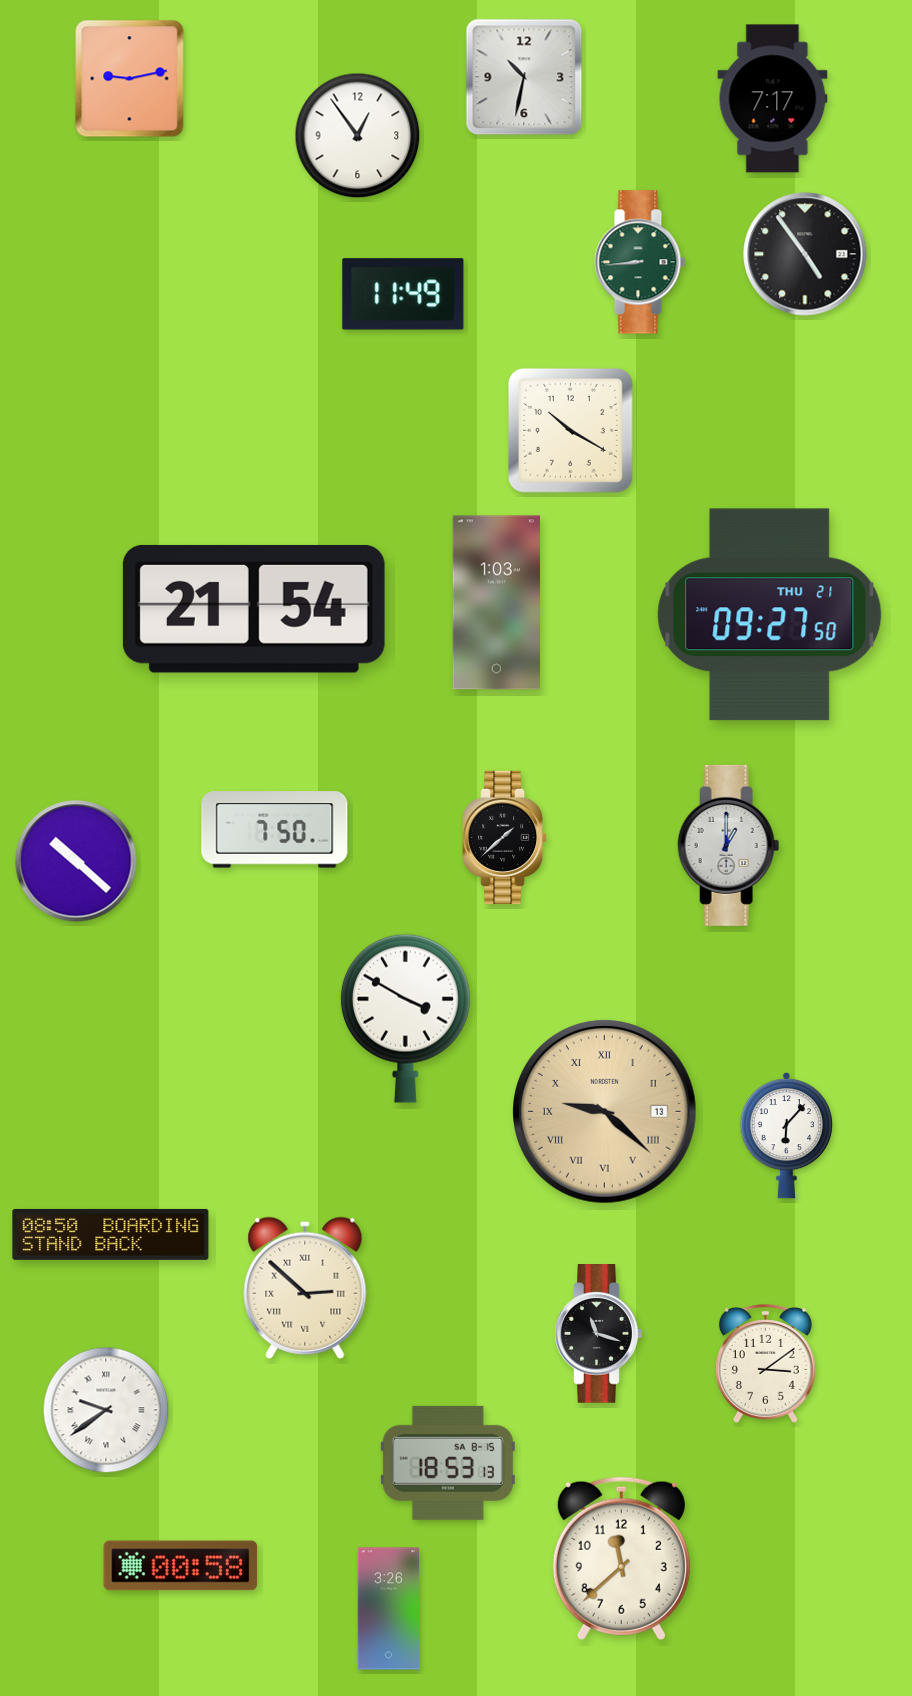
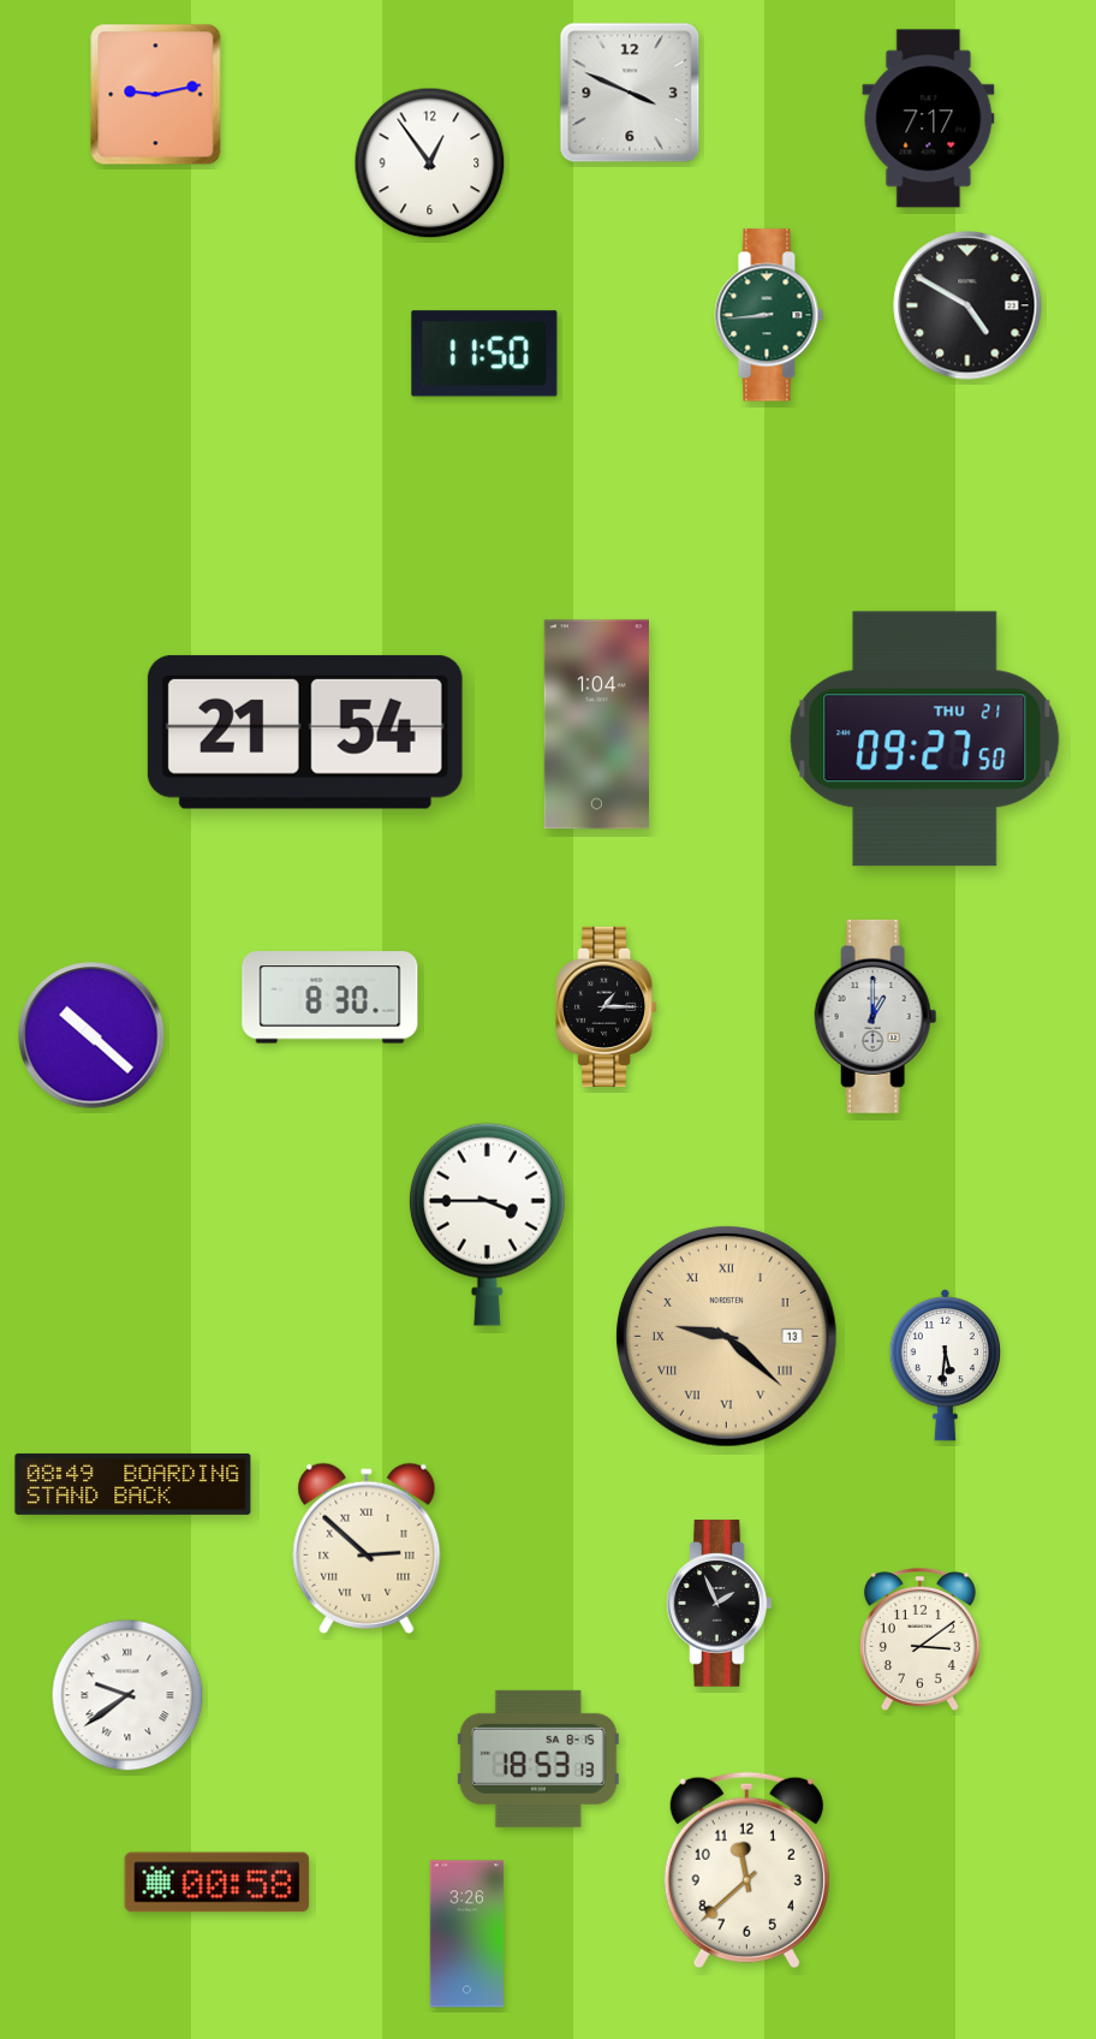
clock at (524, 77): 10:32 -> 3:49
clock at (805, 254): 4:54 -> 4:50
clock at (403, 294): 11:49 -> 11:50
clock at (570, 430): 10:20 -> none
clock at (496, 603): 1:03 -> 1:04
clock at (275, 830): 7:50 -> 8:30
clock at (506, 837): 1:38 -> 1:15
clock at (405, 1018): 3:50 -> 3:45
clock at (786, 1136): 6:07 -> 5:31
clock at (111, 1234): 08:50 -> 08:49
clock at (599, 1334): 11:18 -> 1:56
clock at (621, 1558) position: (621, 1558) -> (746, 1869)
